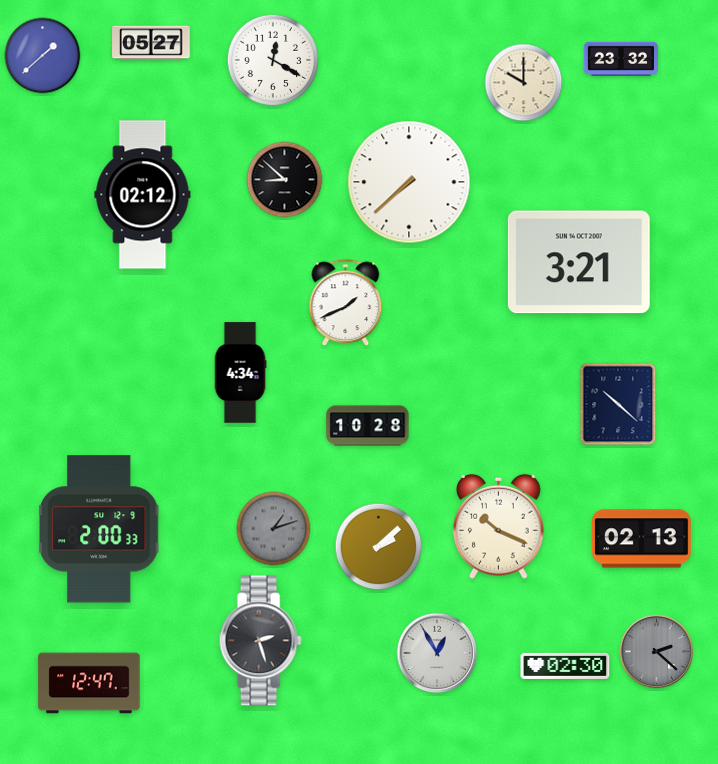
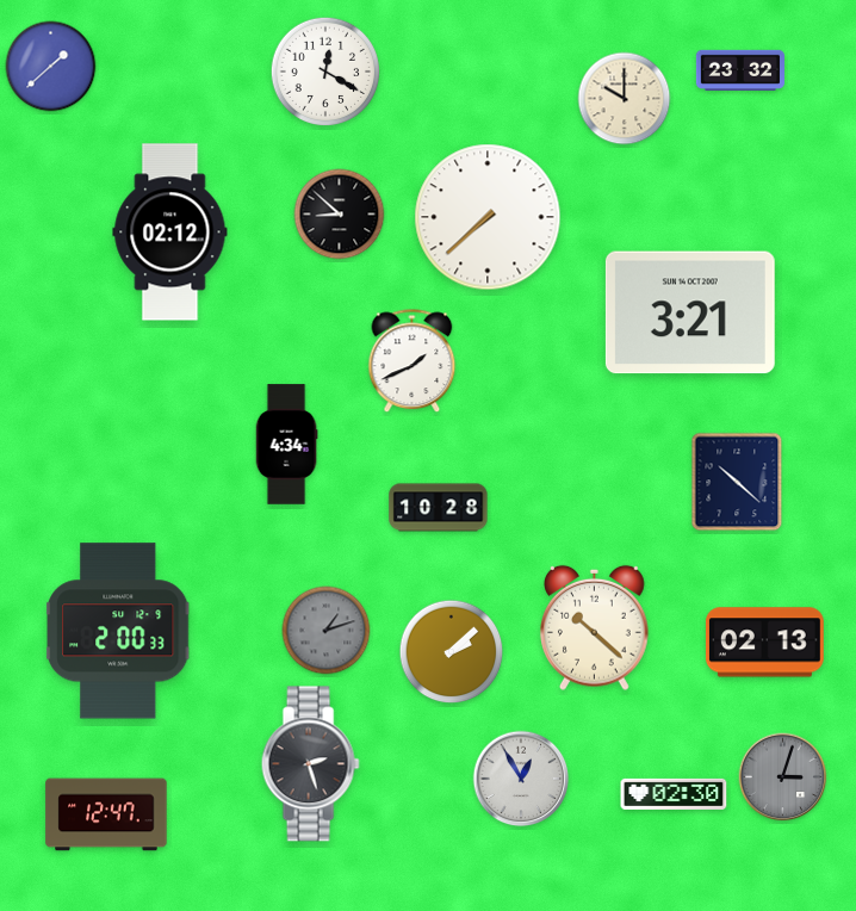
clock at (151, 43): 05:27 -> none
clock at (499, 526): 10:19 -> 10:22
clock at (657, 652): 2:22 -> 3:03
